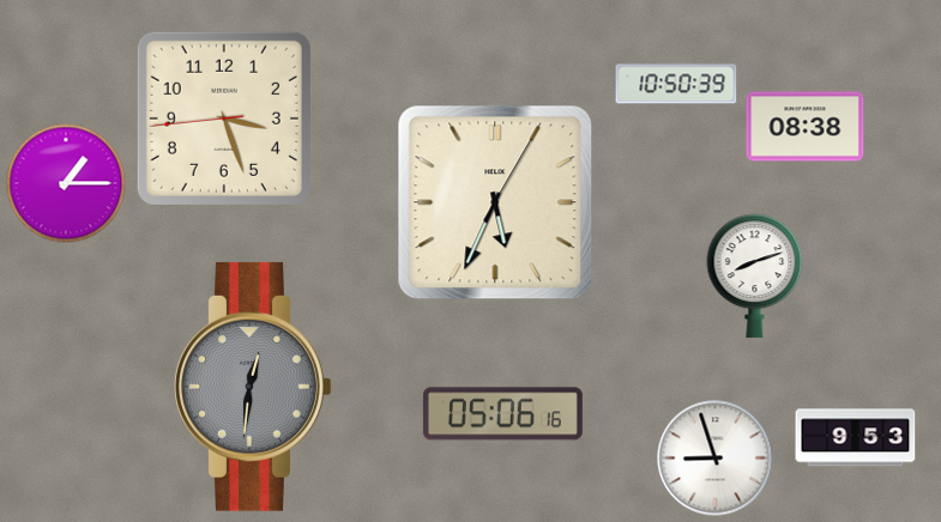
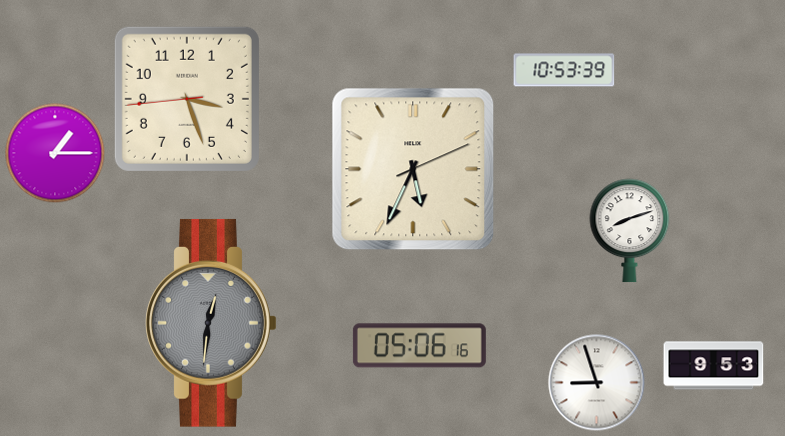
clock at (676, 84): 10:50 -> 10:53
clock at (806, 127): 08:38 -> none
clock at (495, 202): 5:34:05 -> 5:34:11
